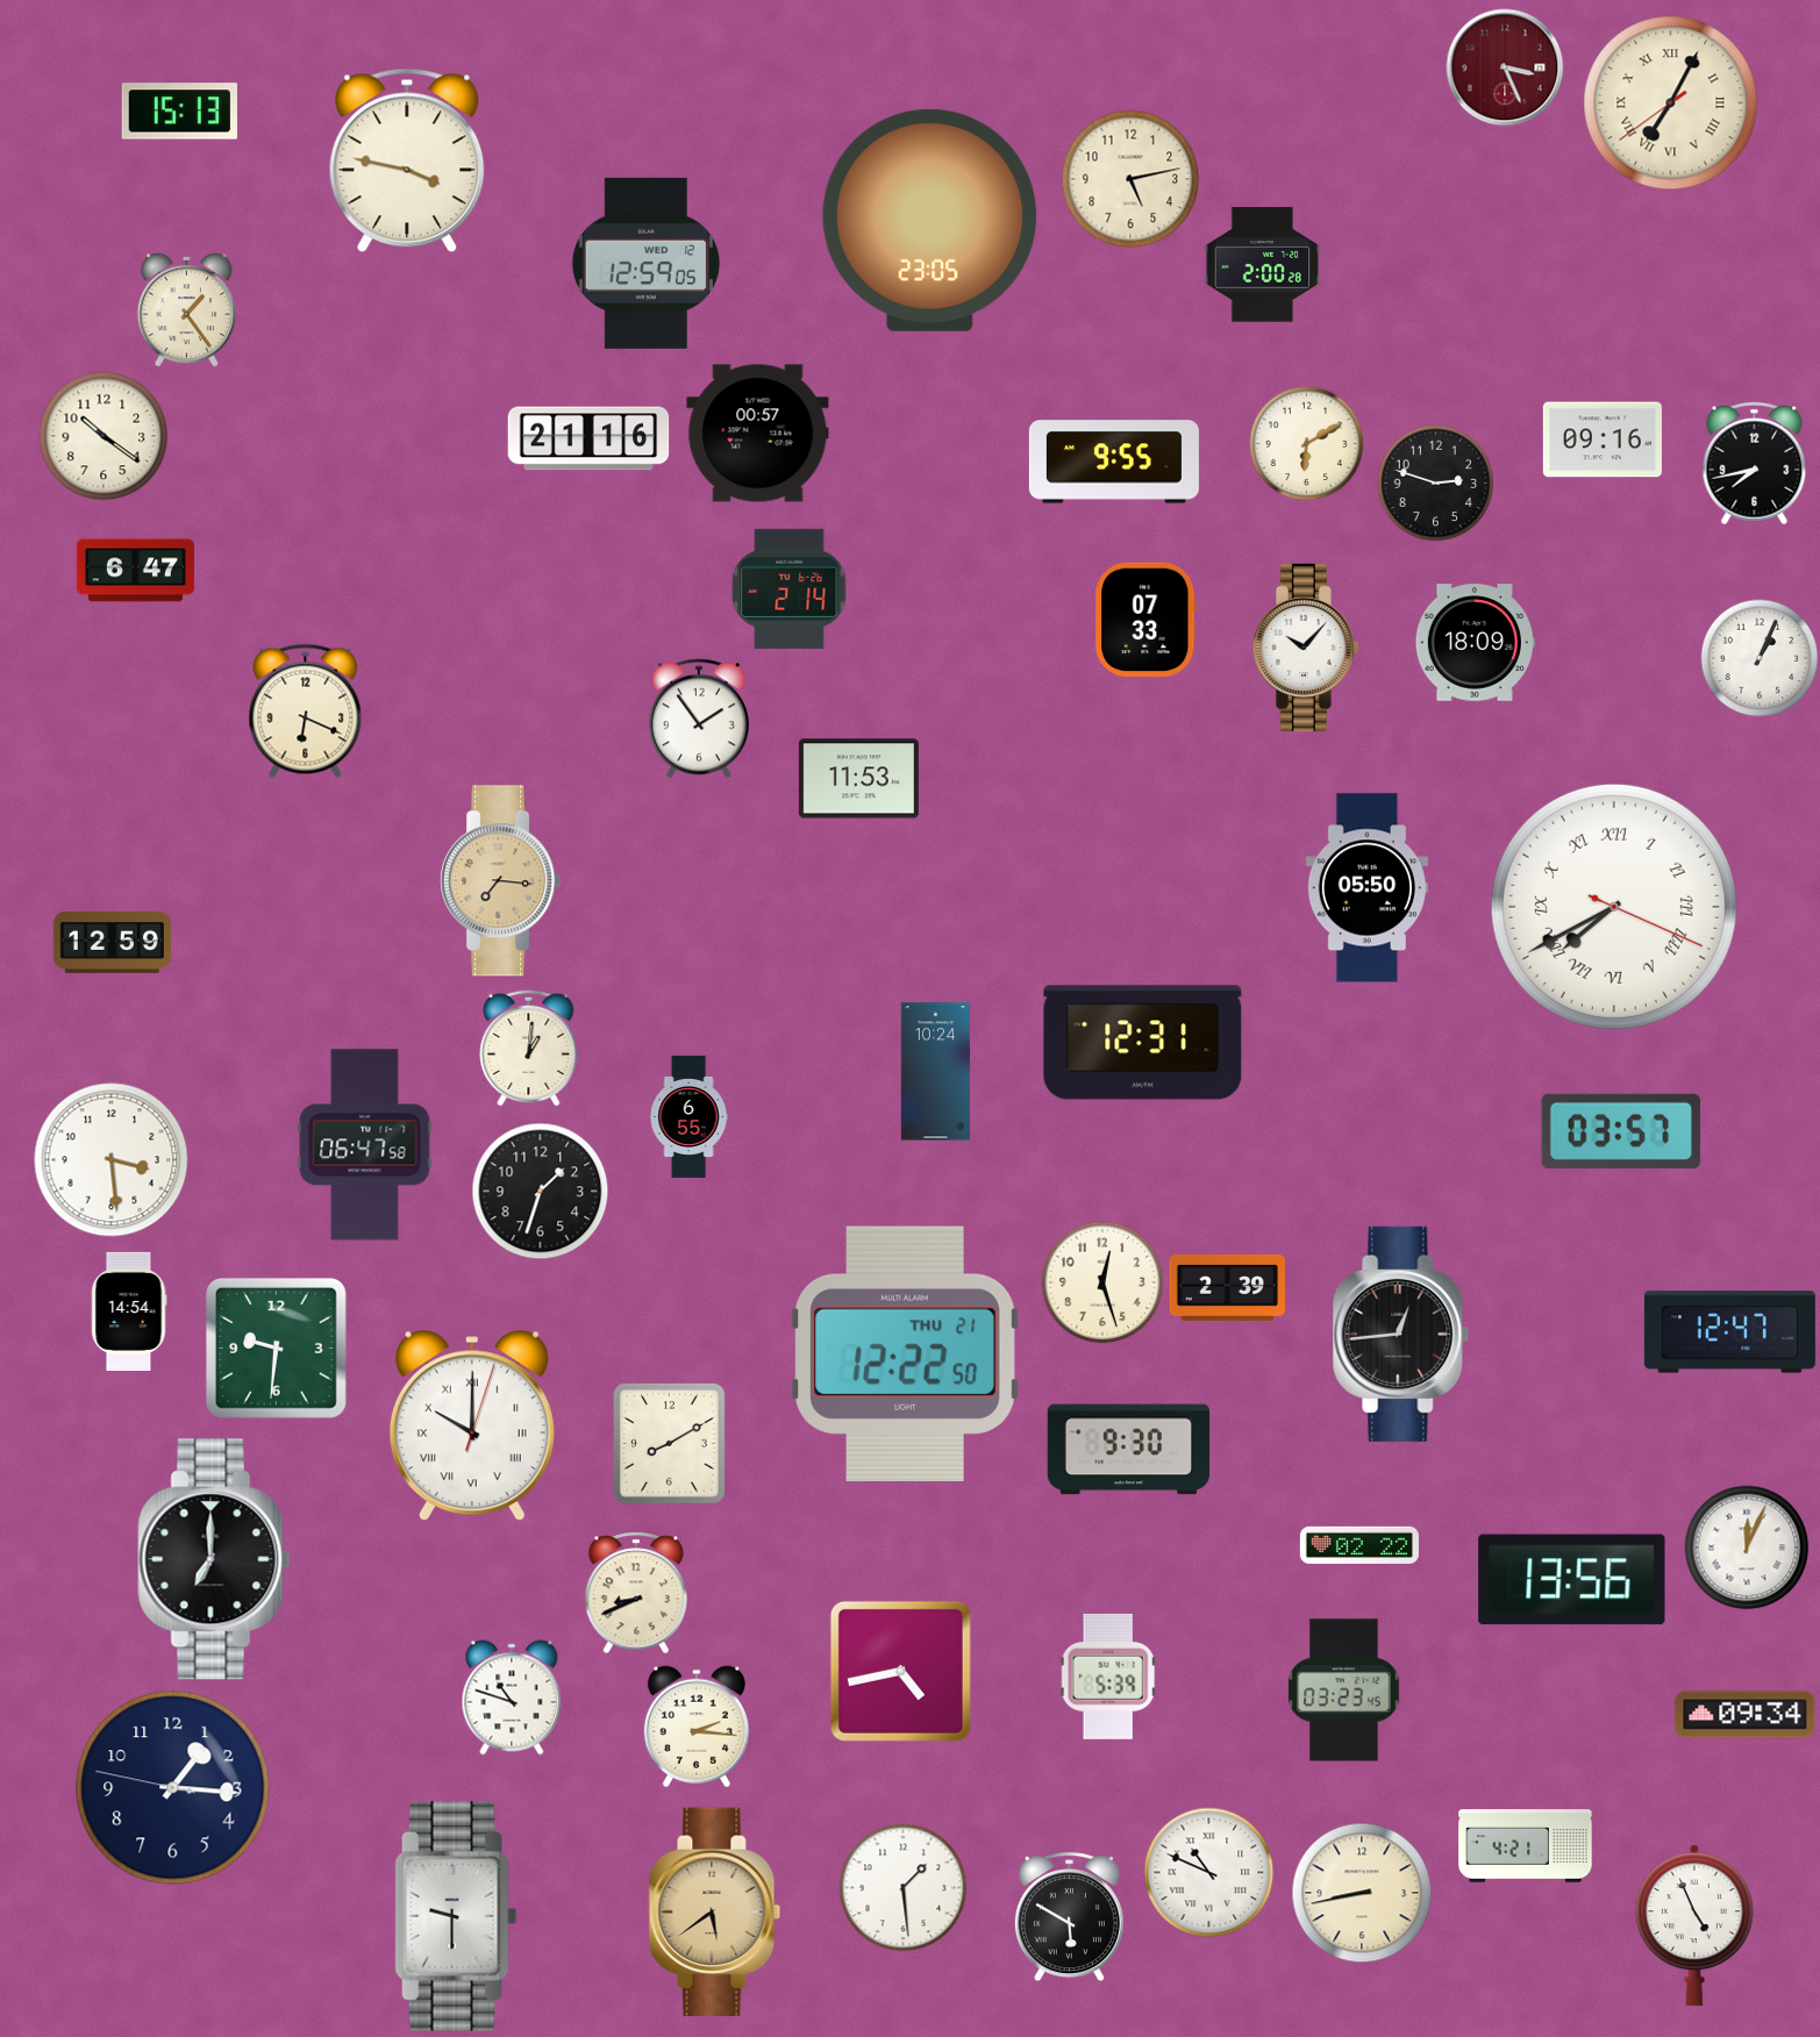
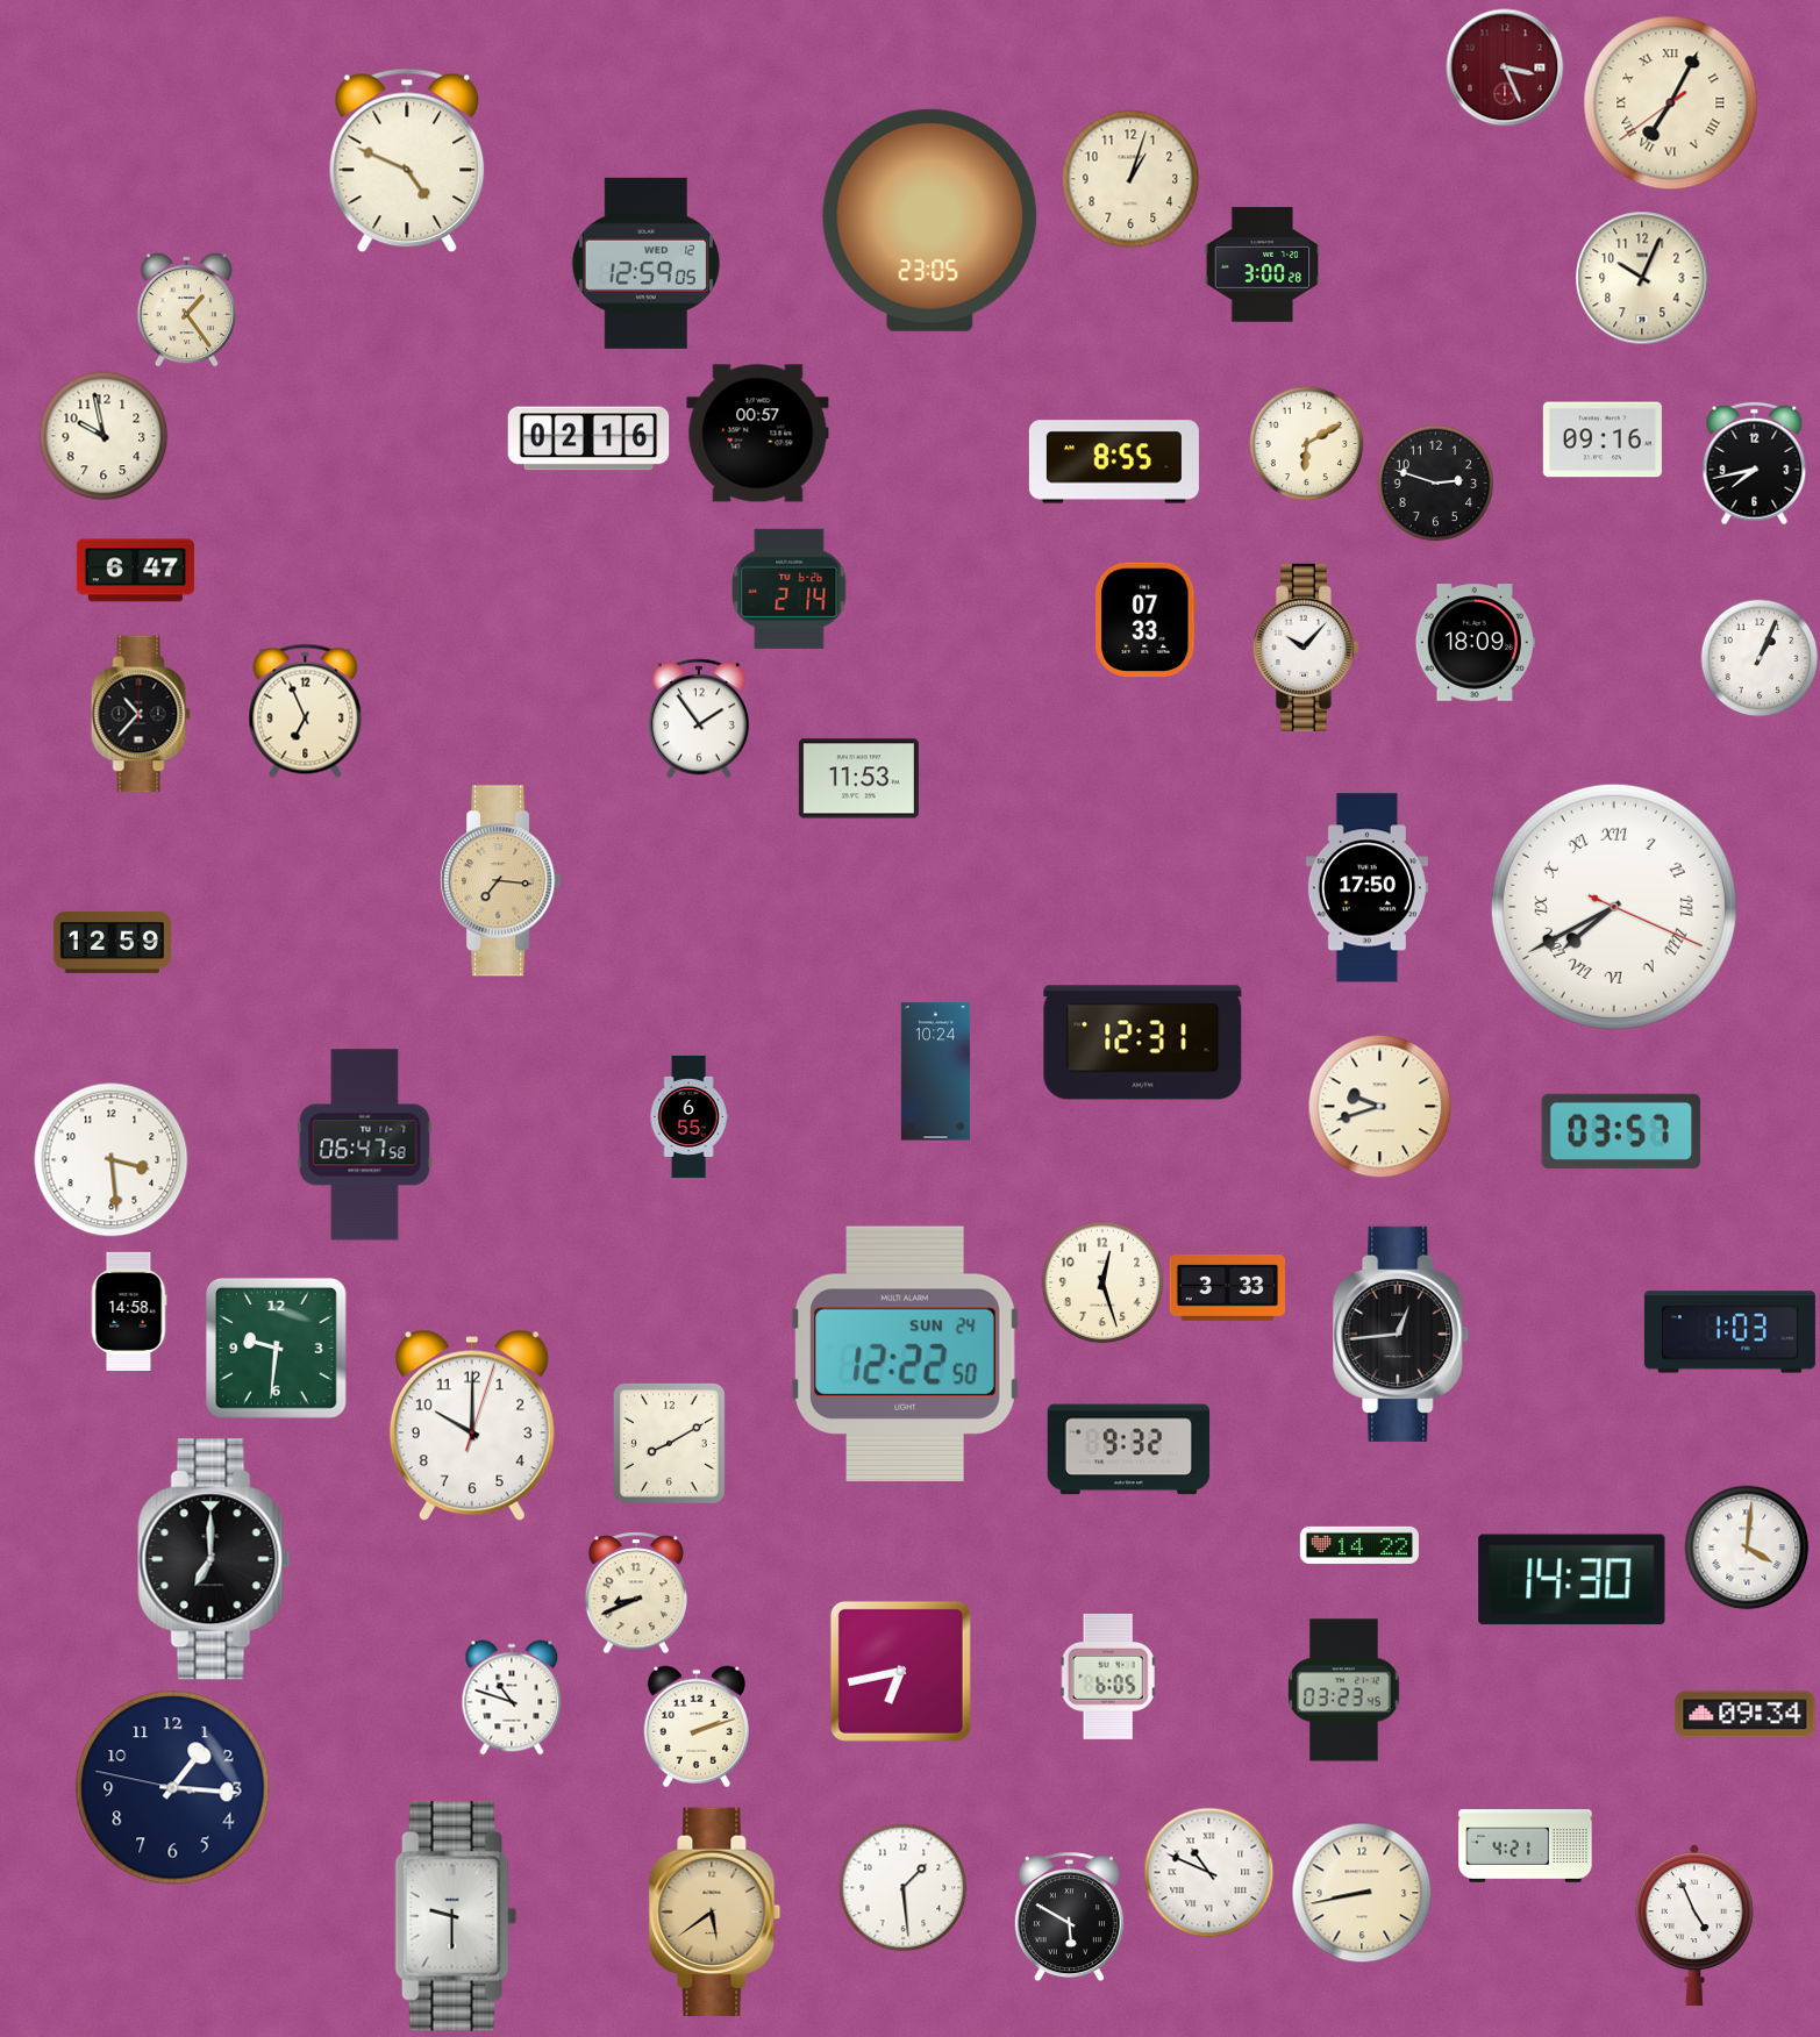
clock at (179, 112): 15:13 -> none
clock at (407, 160): 3:47 -> 4:49
clock at (1130, 179): 5:13 -> 1:03
clock at (1263, 265): 2:00 -> 3:00
clock at (1642, 278): none -> 10:04
clock at (104, 436): 10:21 -> 9:58
clock at (588, 438): 21:16 -> 02:16
clock at (1114, 462): 9:55 -> 8:55
clock at (306, 712): 6:19 -> 6:56
clock at (141, 714): none -> 10:37
clock at (1366, 888): 05:50 -> 17:50
clock at (529, 1048): 1:01 -> none
clock at (1380, 1107): none -> 9:42
clock at (541, 1192): 1:33 -> none
clock at (1227, 1287): 2:39 -> 3:33
clock at (129, 1311): 14:54 -> 14:58
clock at (1729, 1332): 12:47 -> 1:03
clock at (905, 1353) date: THU 21 -> SUN 24
clock at (472, 1425) numerals: Roman -> Arabic
clock at (1129, 1450): 9:30 -> 9:32
clock at (1359, 1545): 02:22 -> 14:22
clock at (1747, 1548): 12:04 -> 4:01
clock at (1572, 1580): 13:56 -> 14:30
clock at (900, 1671): 4:43 -> 6:43
clock at (1108, 1677): 5:39 -> 6:05
clock at (697, 1727): 2:16 -> 2:12
